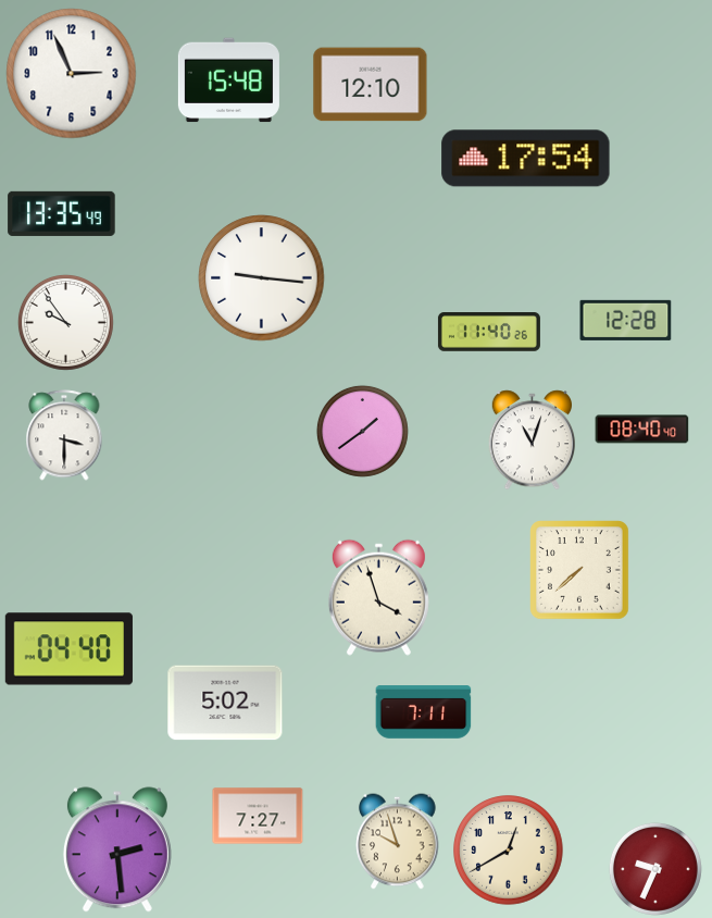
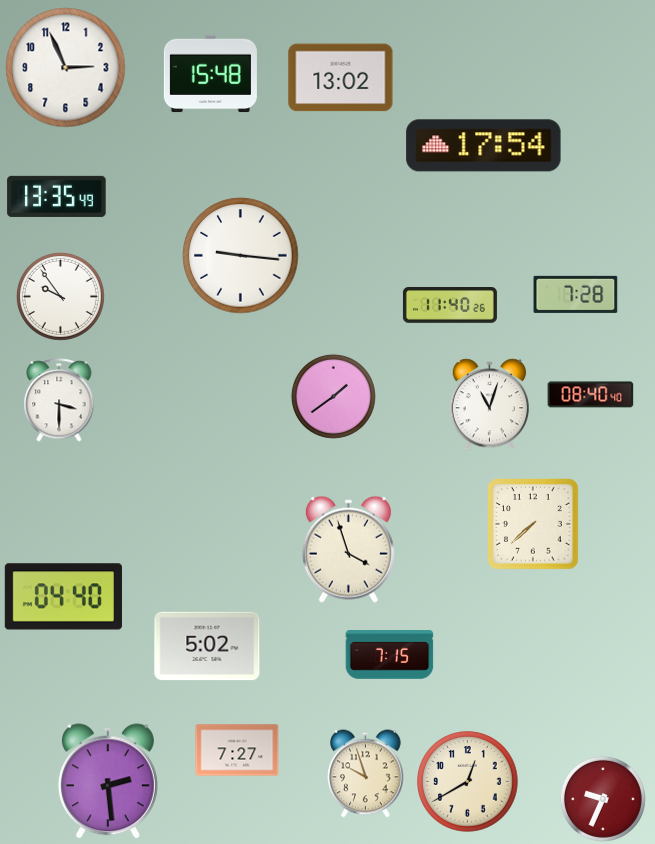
clock at (371, 85): 12:10 -> 13:02
clock at (626, 320): 12:28 -> 7:28
clock at (424, 712): 7:11 -> 7:15
